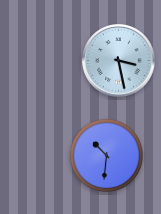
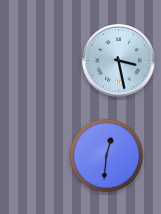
clock at (106, 155): 10:31 -> 12:31
